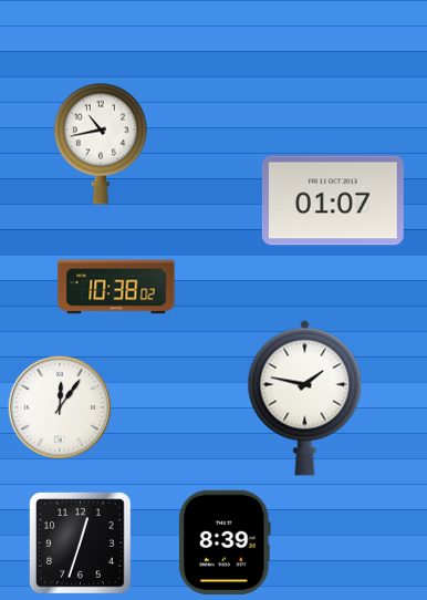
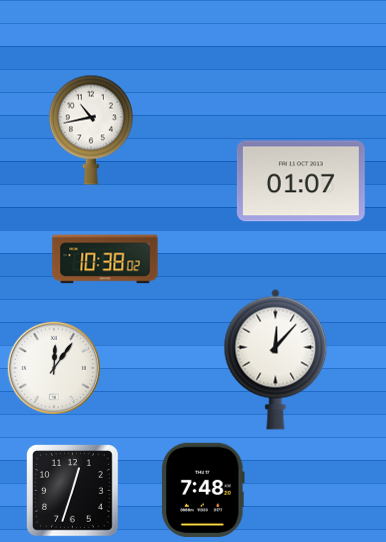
clock at (305, 397): 1:47 -> 12:07
clock at (225, 541): 8:39 -> 7:48
